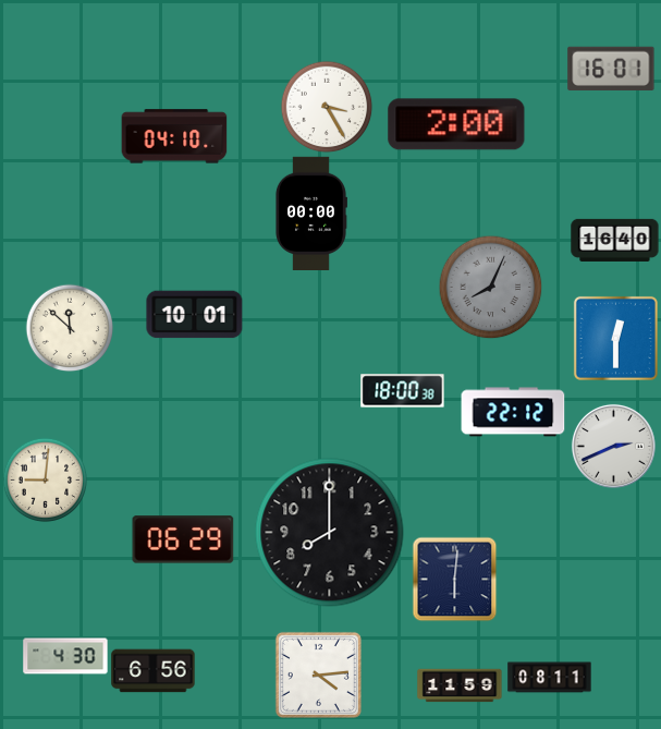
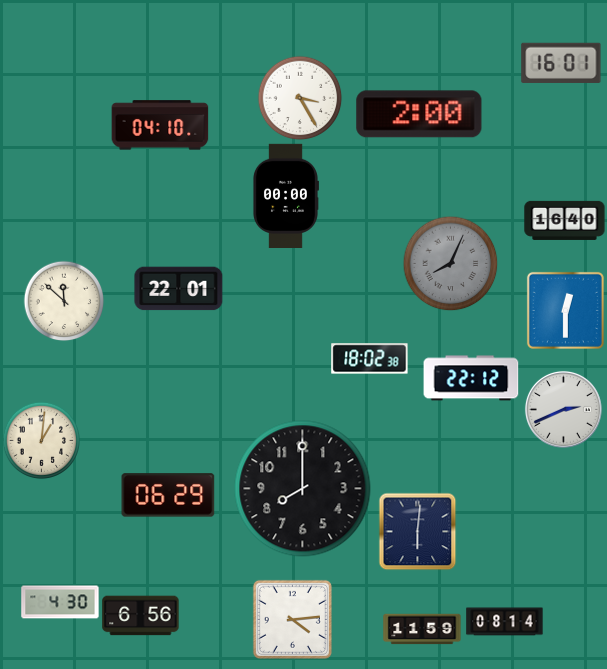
clock at (195, 315): 10:01 -> 22:01
clock at (403, 391): 18:00 -> 18:02
clock at (45, 479): 9:01 -> 1:01
clock at (550, 678): 08:11 -> 08:14
